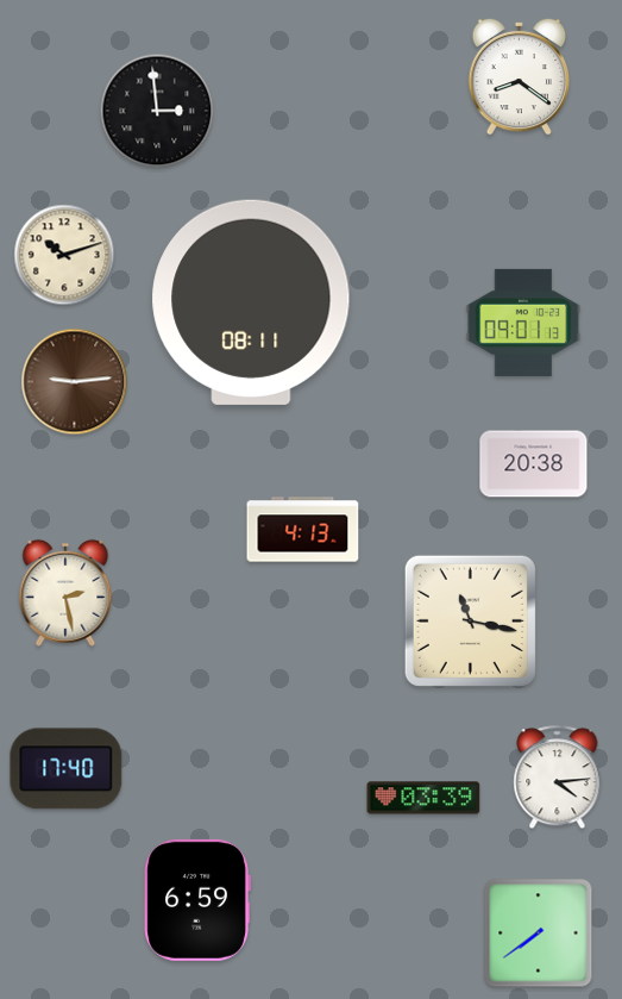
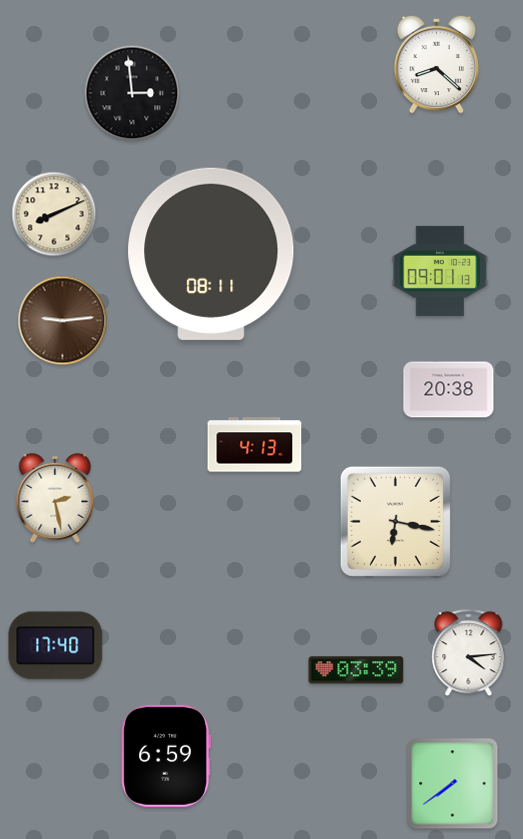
clock at (520, 76): 8:21 -> 8:22
clock at (64, 255): 10:12 -> 8:11
clock at (470, 620): 11:17 -> 6:17
